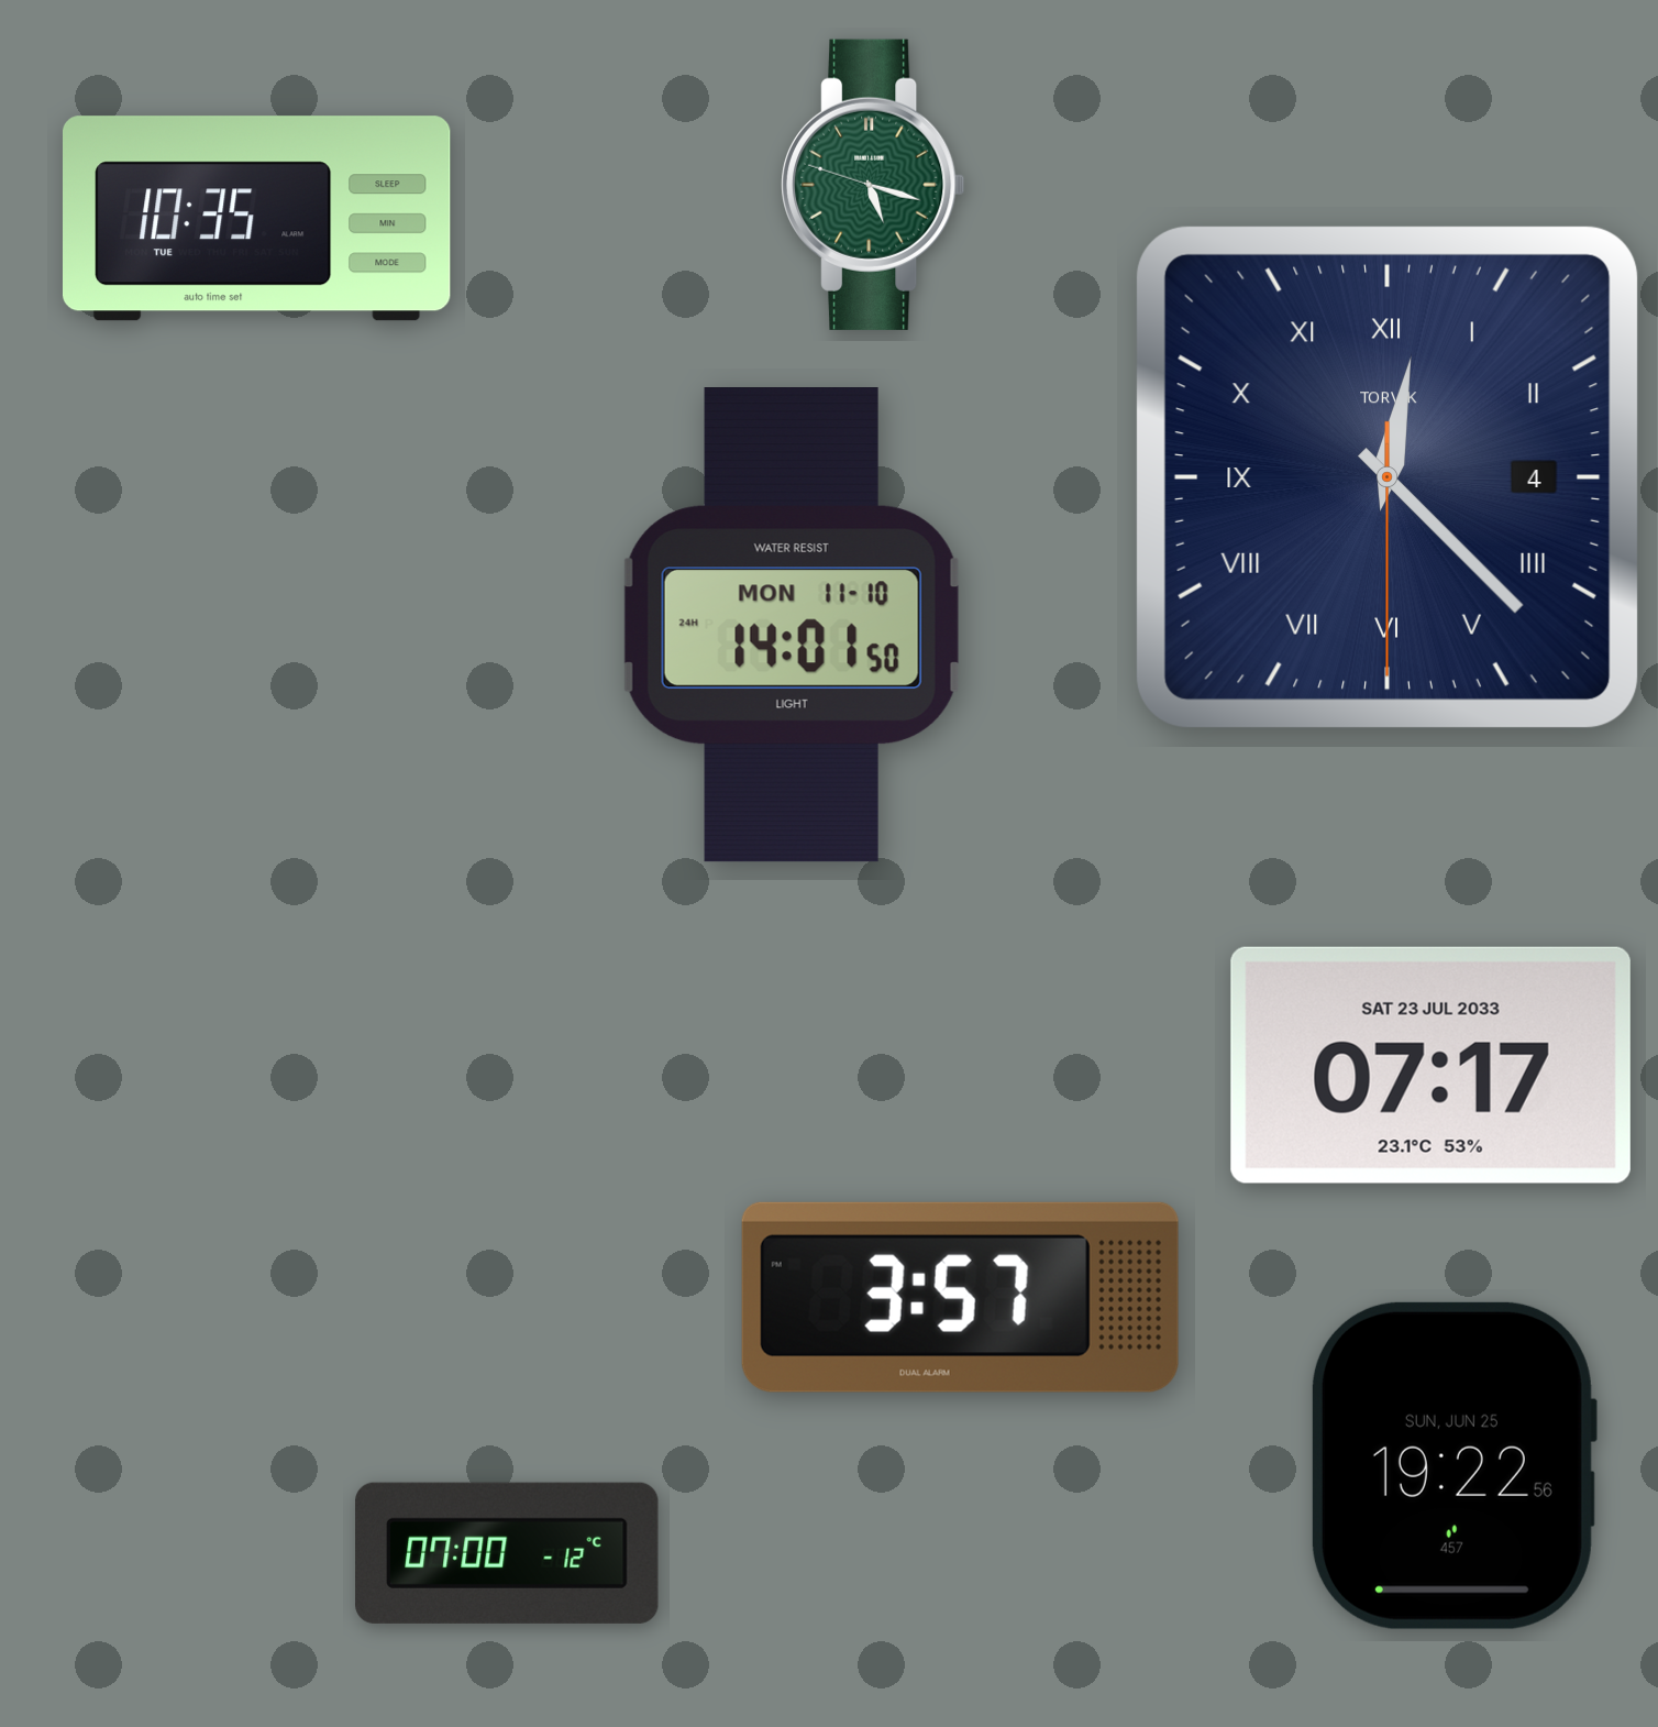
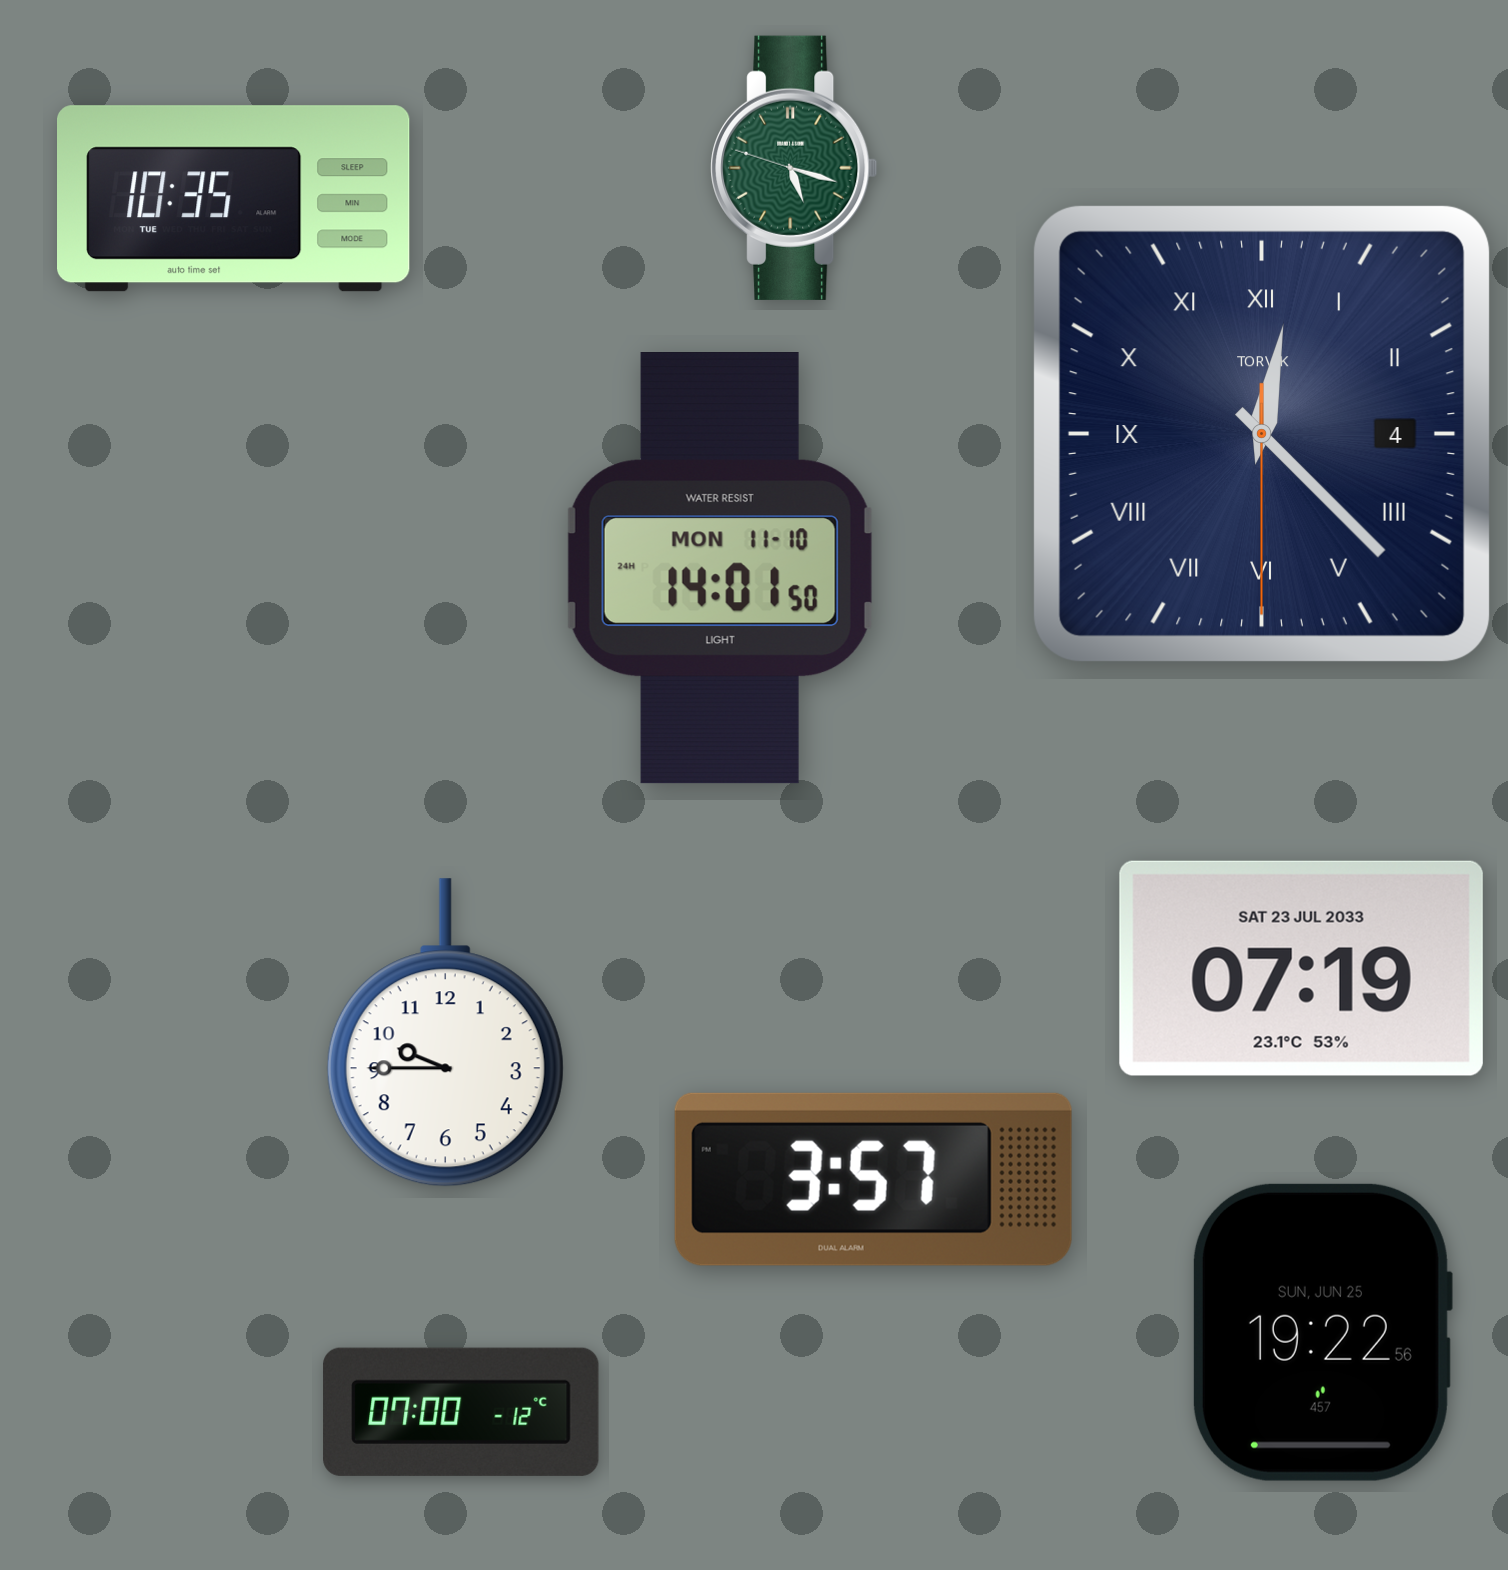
clock at (1430, 1065): 07:17 -> 07:19
clock at (445, 1033): none -> 9:45
